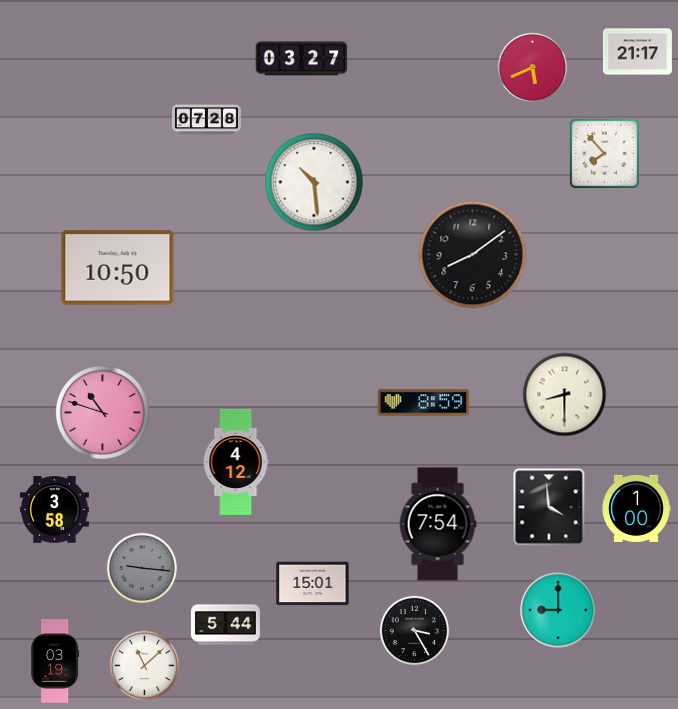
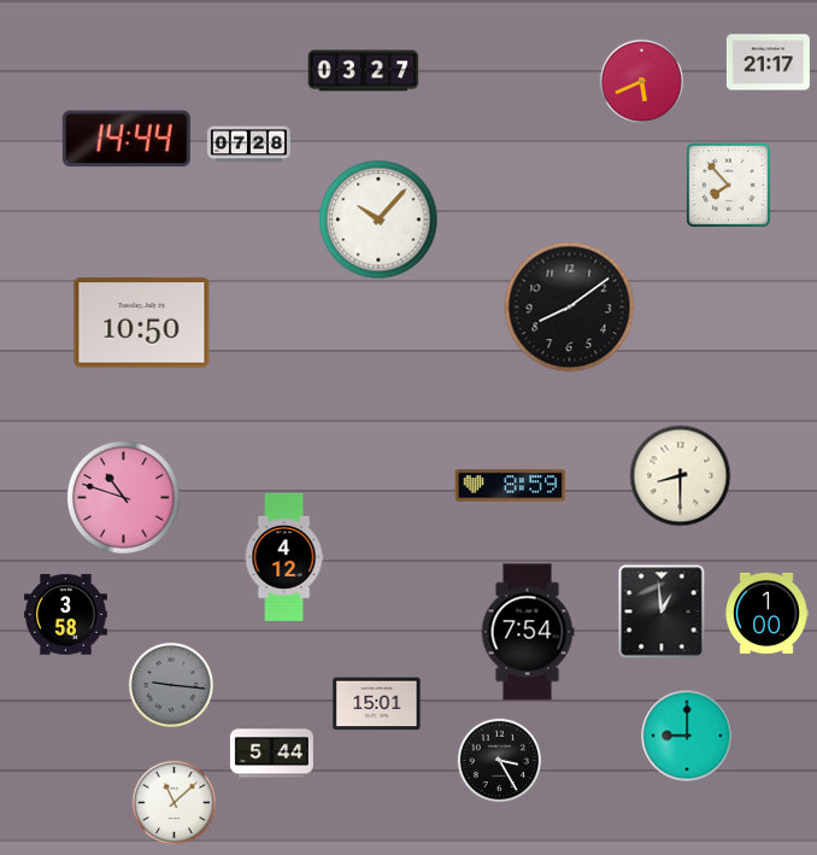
clock at (127, 139): none -> 14:44
clock at (314, 182): 10:29 -> 10:07
clock at (549, 507): 3:59 -> 12:59
clock at (558, 610) position: (558, 610) -> (687, 736)
clock at (55, 661): 03:19 -> none
